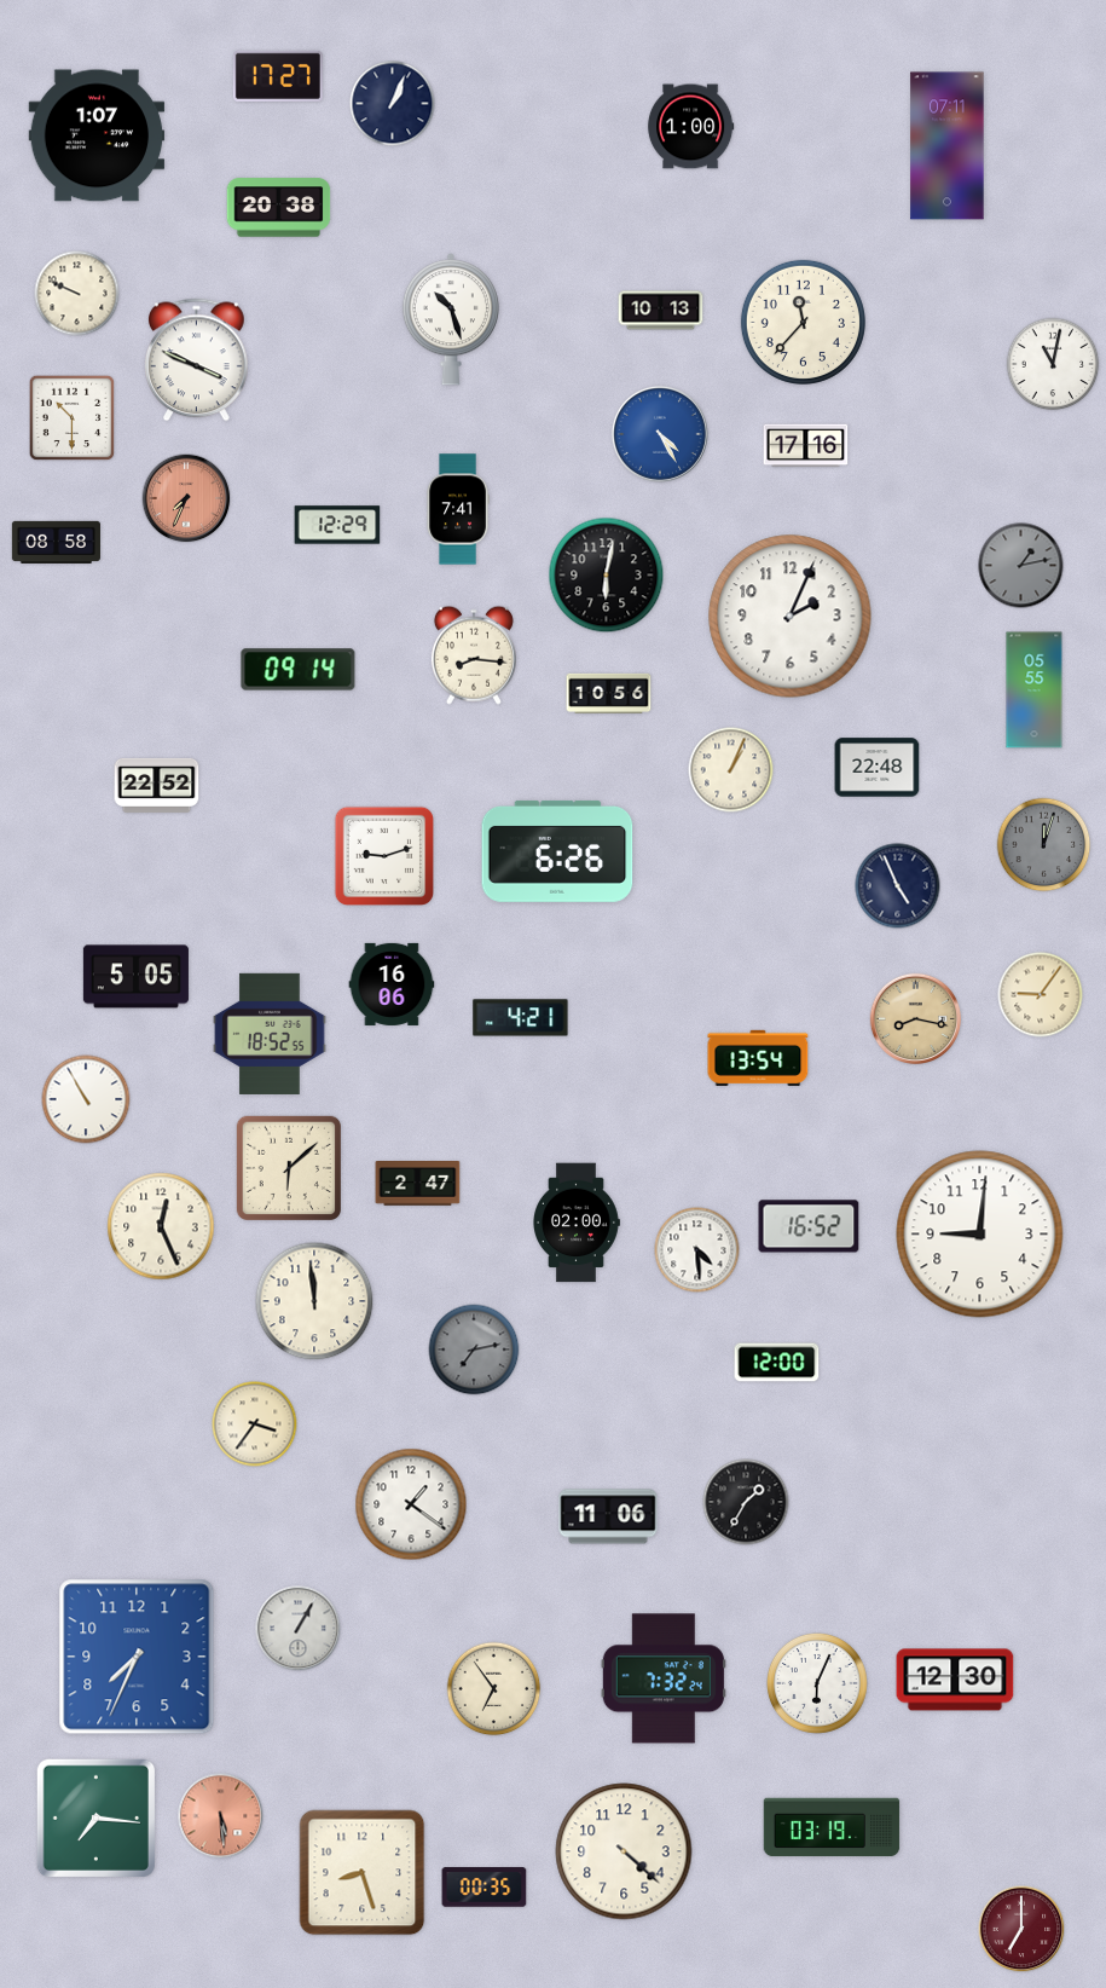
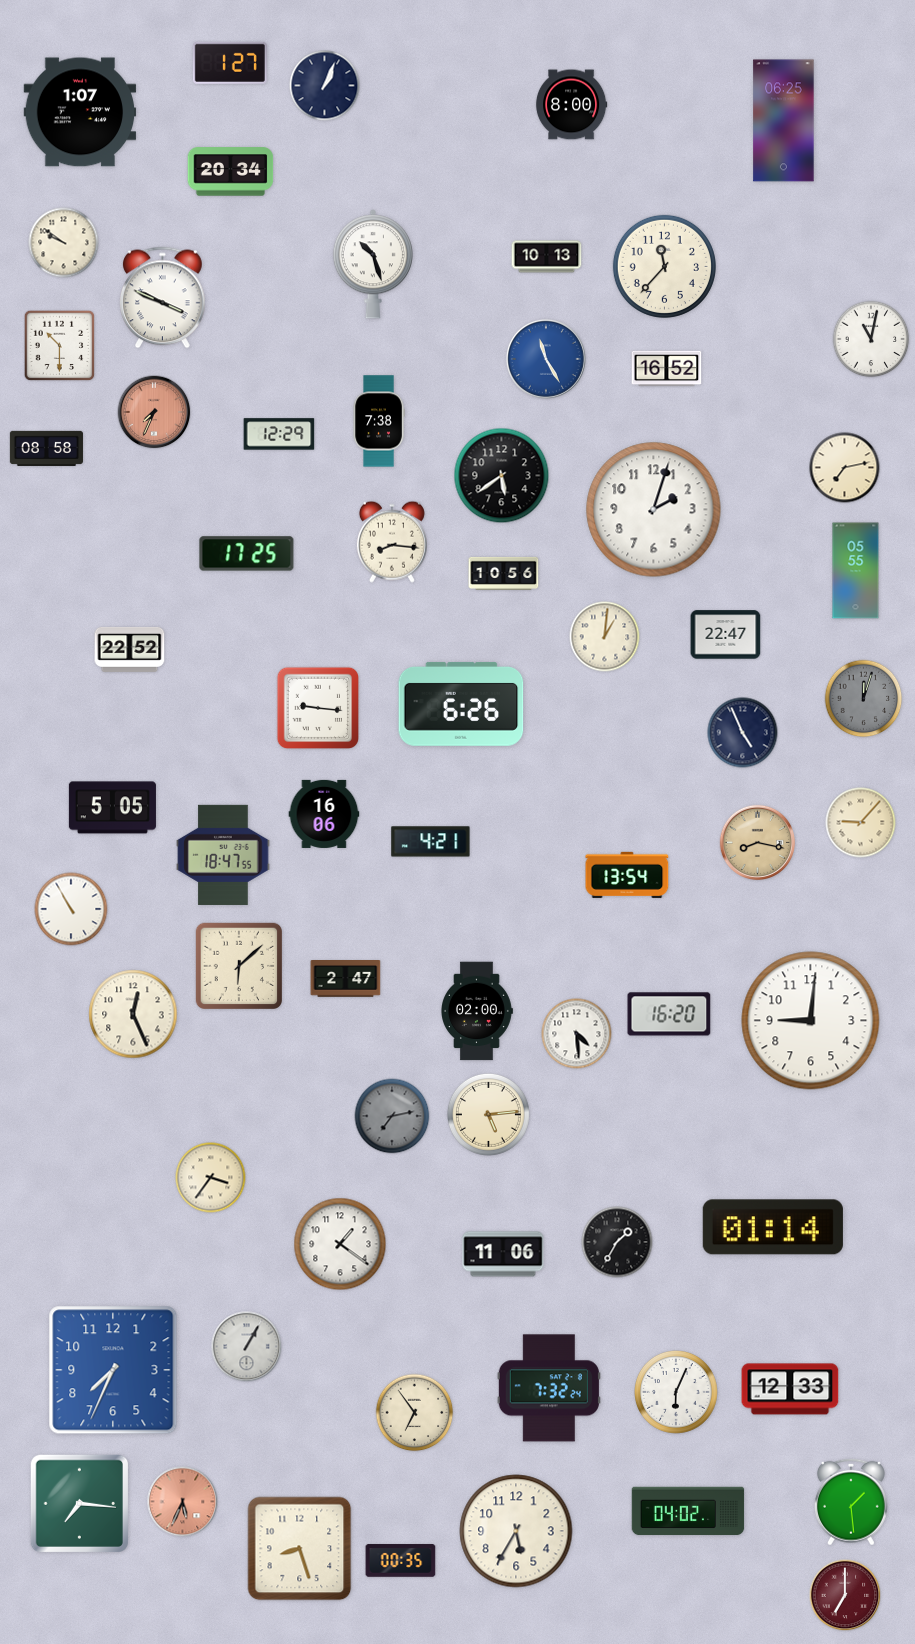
clock at (278, 76): 17:27 -> 1:27
clock at (690, 127): 1:00 -> 8:00
clock at (948, 146): 07:11 -> 06:25
clock at (279, 208): 20:38 -> 20:34
clock at (77, 294): 9:49 -> 9:51
clock at (1053, 364) position: (1053, 364) -> (871, 339)
clock at (660, 434): 4:25 -> 11:25
clock at (806, 446): 17:16 -> 16:52
clock at (458, 509): 7:41 -> 7:38
clock at (1021, 566): 1:13 -> 7:13
clock at (1021, 566) dial: grey -> cream
clock at (607, 576): 6:02 -> 5:39
clock at (791, 617): 2:04 -> 2:03
clock at (299, 670): 09:14 -> 17:25
clock at (878, 768): 22:48 -> 22:47
clock at (731, 770): 1:04 -> 1:01
clock at (383, 855): 9:12 -> 9:16
clock at (1041, 995): 9:06 -> 9:07
clock at (270, 1034): 18:52 -> 18:47
clock at (809, 1226): 16:52 -> 16:20
clock at (314, 1301): 11:59 -> none
clock at (488, 1114): none -> 5:14
clock at (777, 1363): 12:00 -> none
clock at (773, 1227): none -> 01:14
clock at (955, 1680): 12:30 -> 12:33
clock at (494, 1689) position: (494, 1689) -> (415, 1413)
clock at (221, 1816): 5:29 -> 5:34
clock at (851, 1502): none -> 1:29
clock at (832, 1827): 03:19 -> 04:02
clock at (624, 1851): 4:22 -> 5:35
